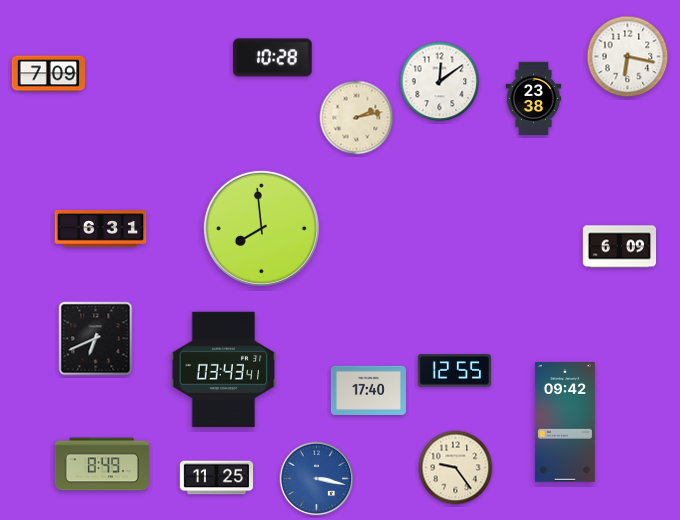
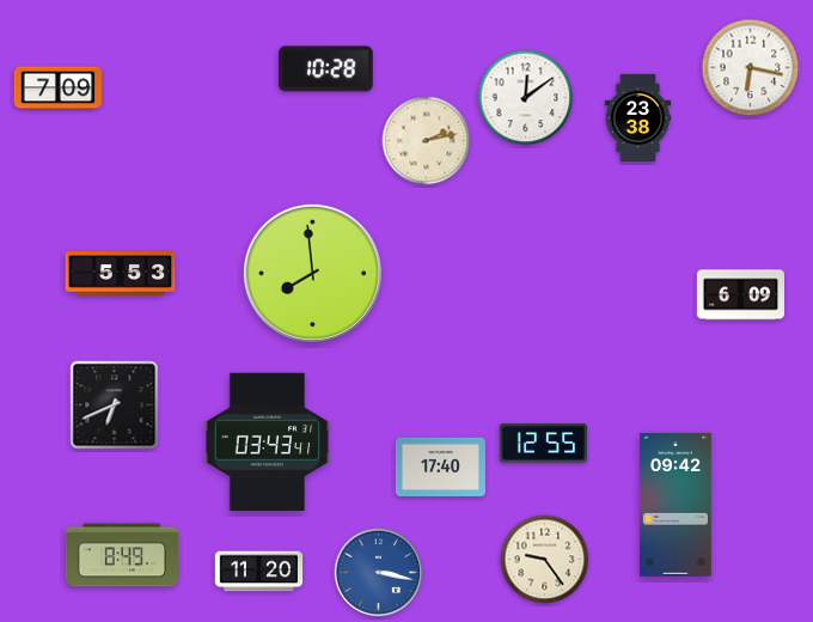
clock at (101, 229): 6:31 -> 5:53
clock at (217, 478): 11:25 -> 11:20
